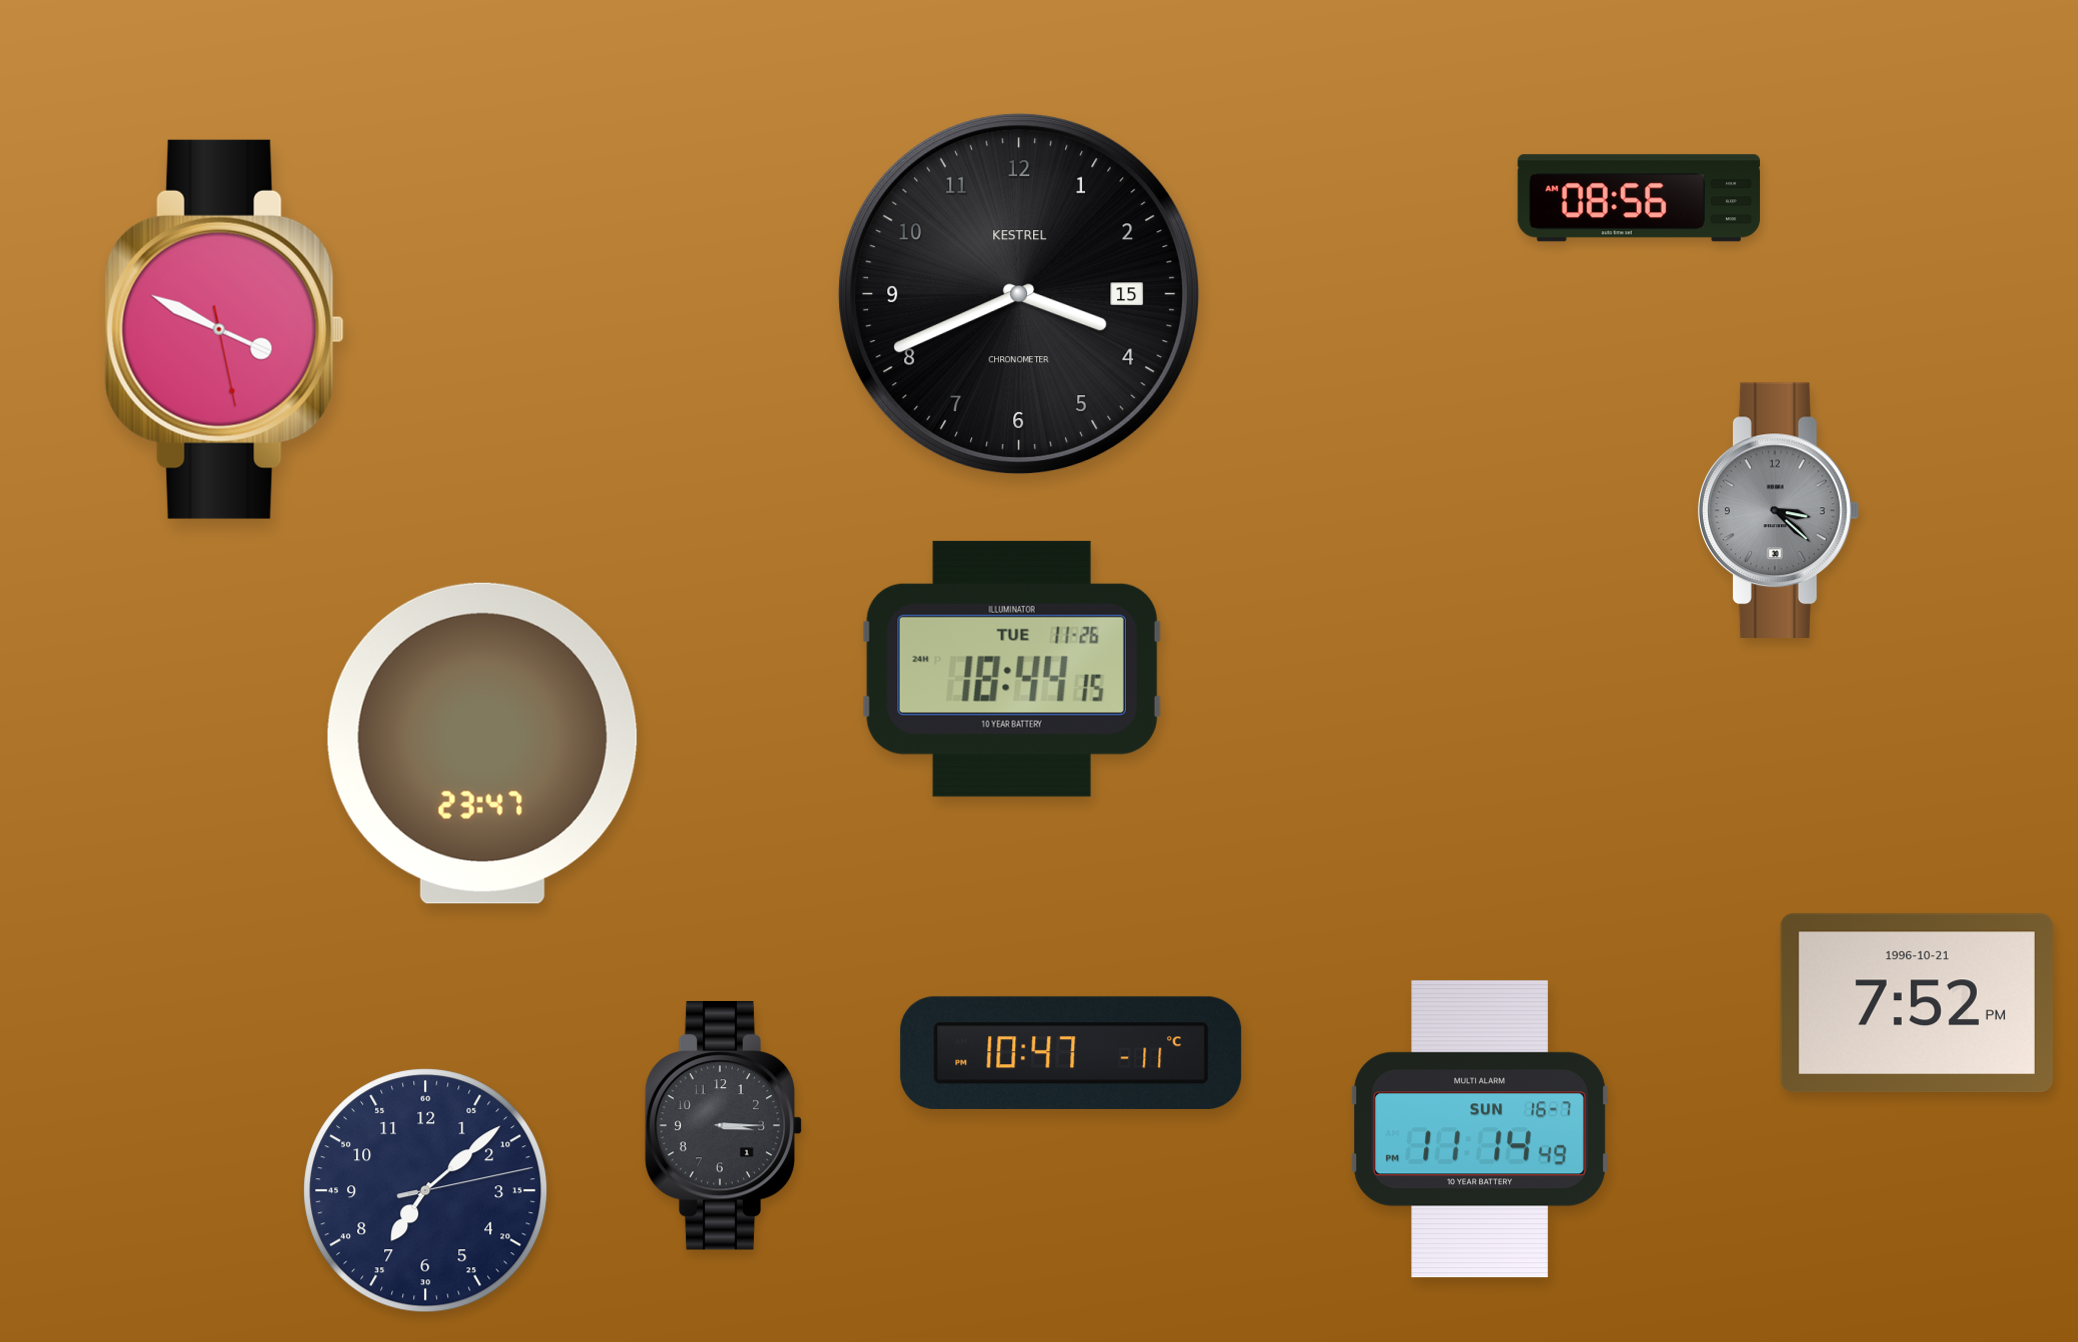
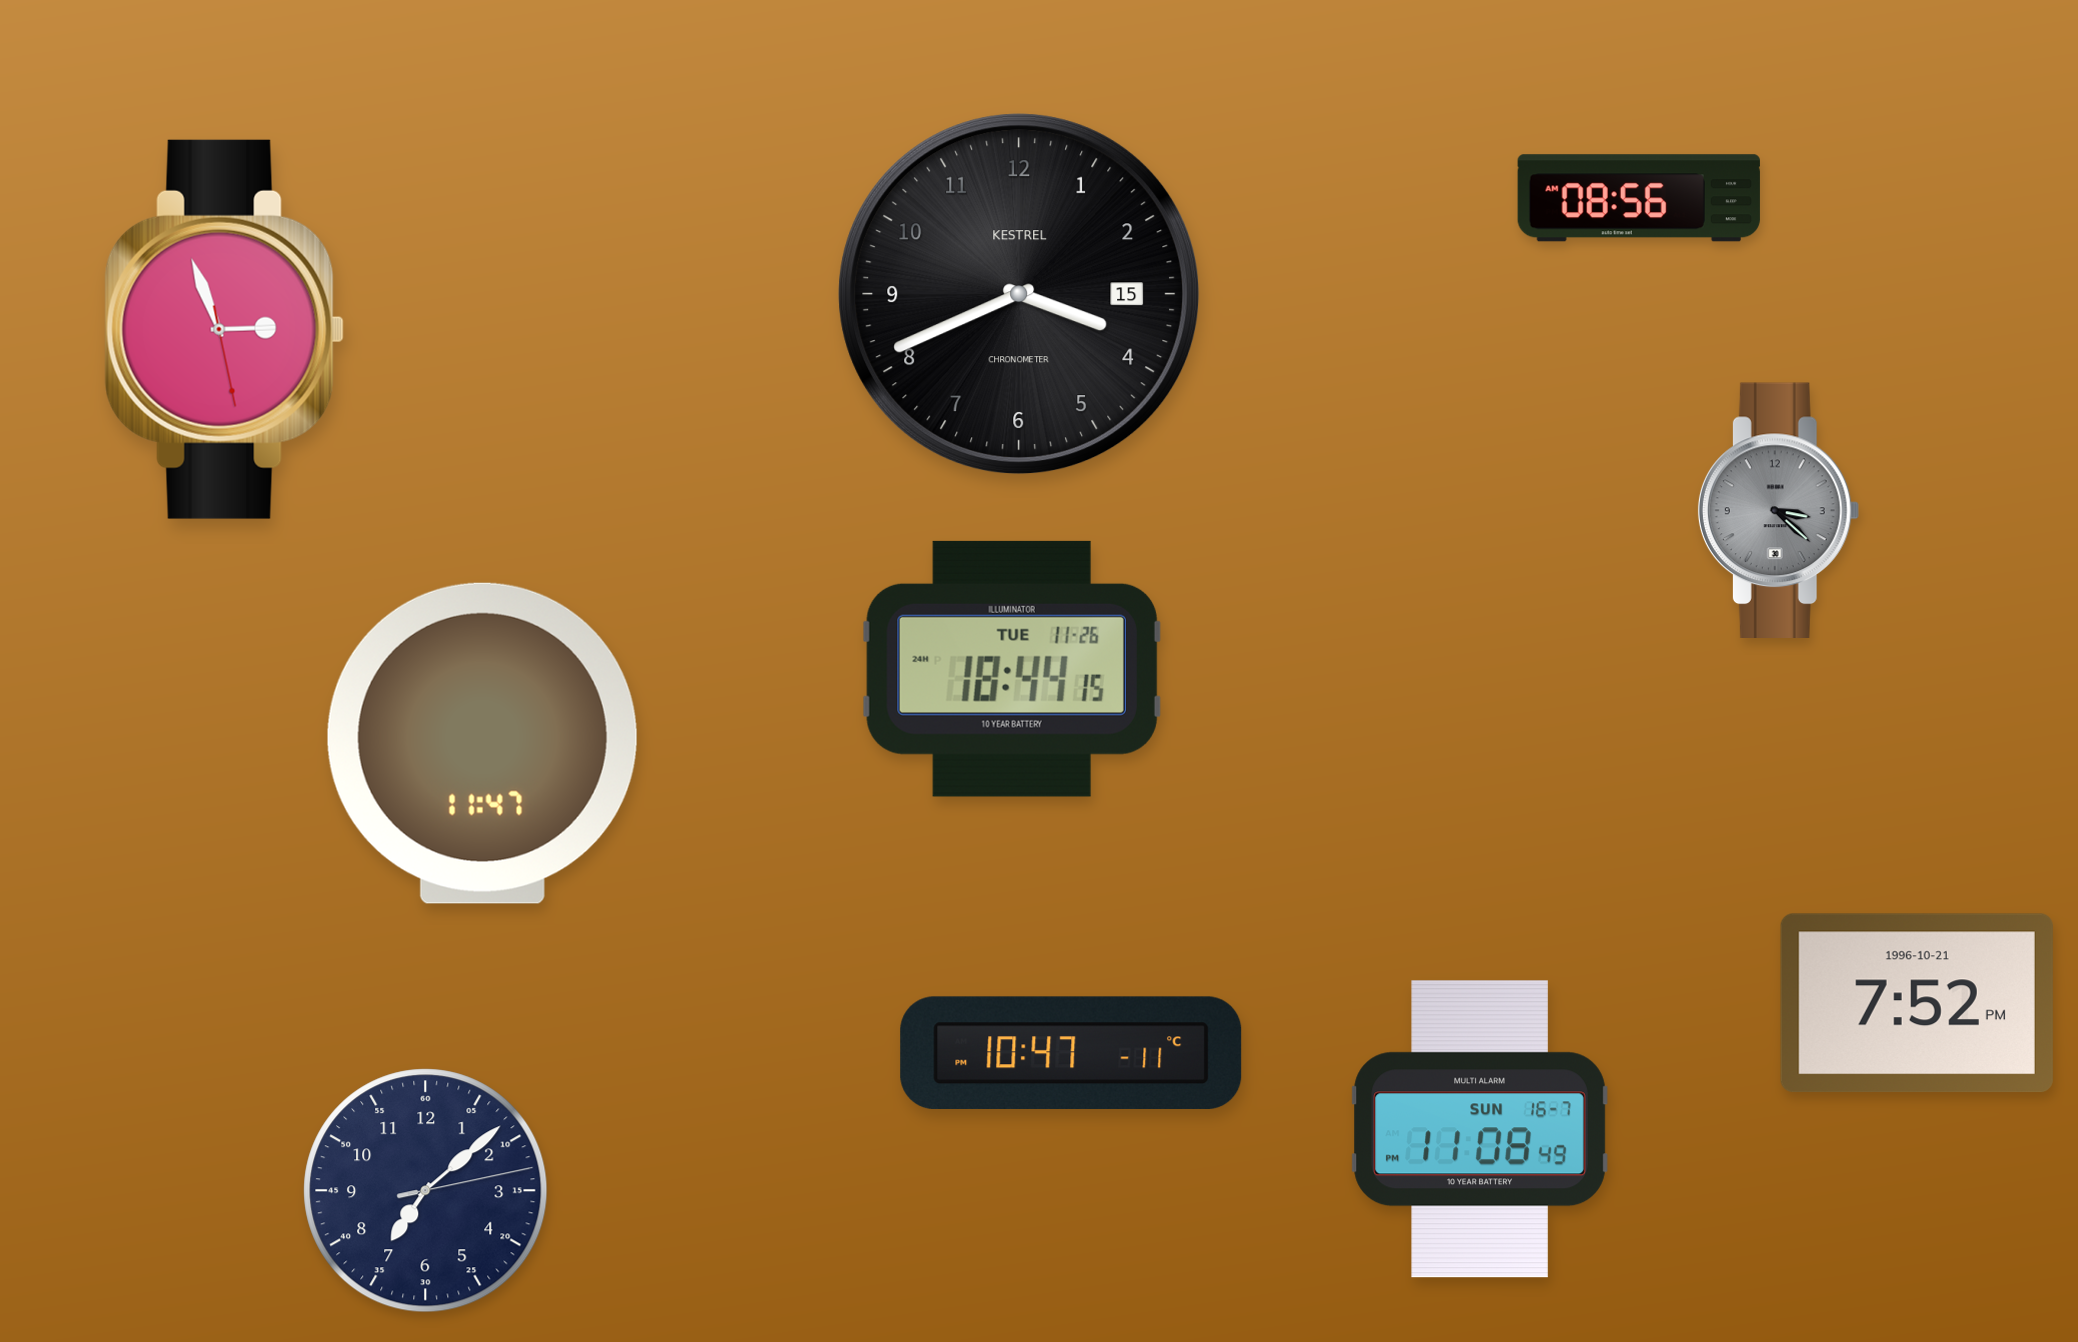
clock at (224, 329): 3:49 -> 2:56
clock at (482, 743): 23:47 -> 11:47
clock at (723, 1126): 3:15 -> none
clock at (1480, 1129): 11:14 -> 11:08
